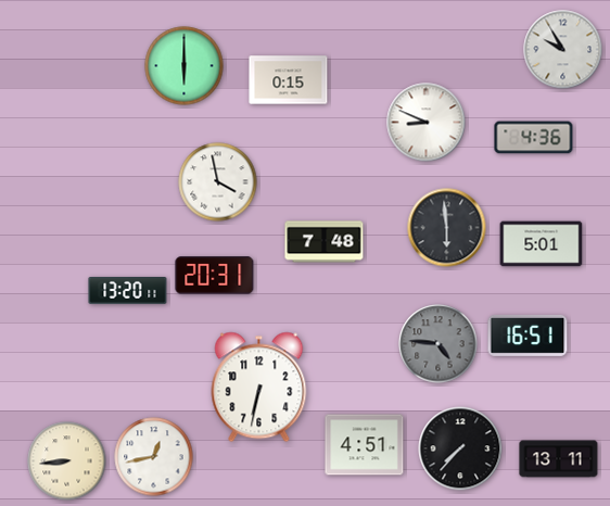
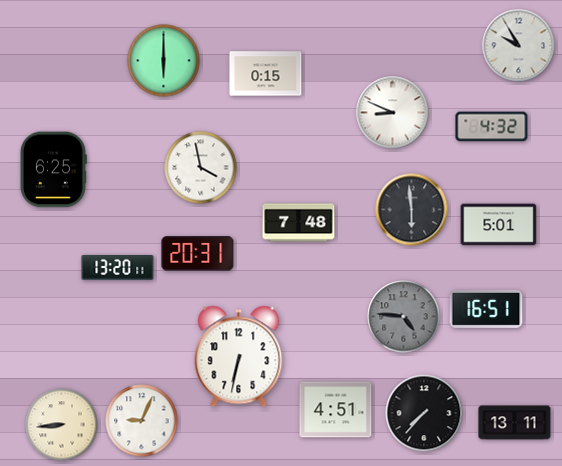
clock at (185, 66) position: (185, 66) -> (164, 61)
clock at (534, 138): 4:36 -> 4:32
clock at (53, 170): none -> 6:25
clock at (154, 457): 12:43 -> 9:04
